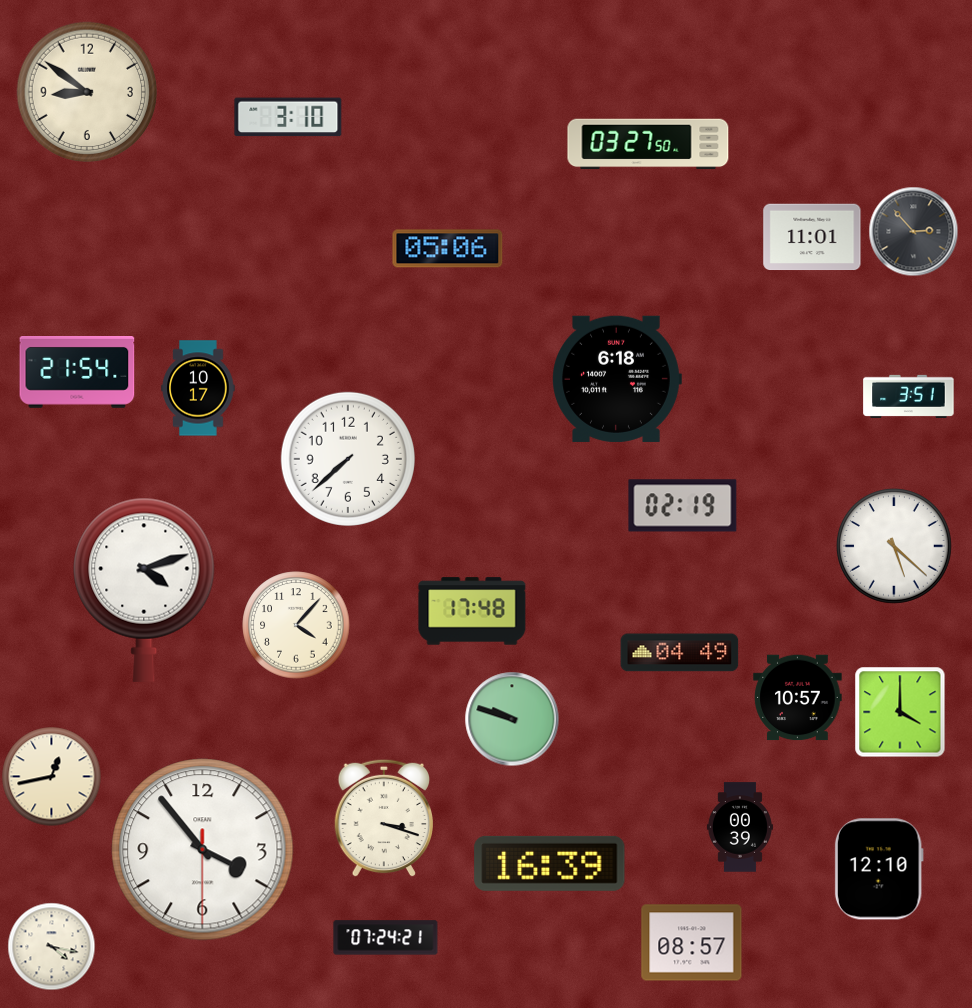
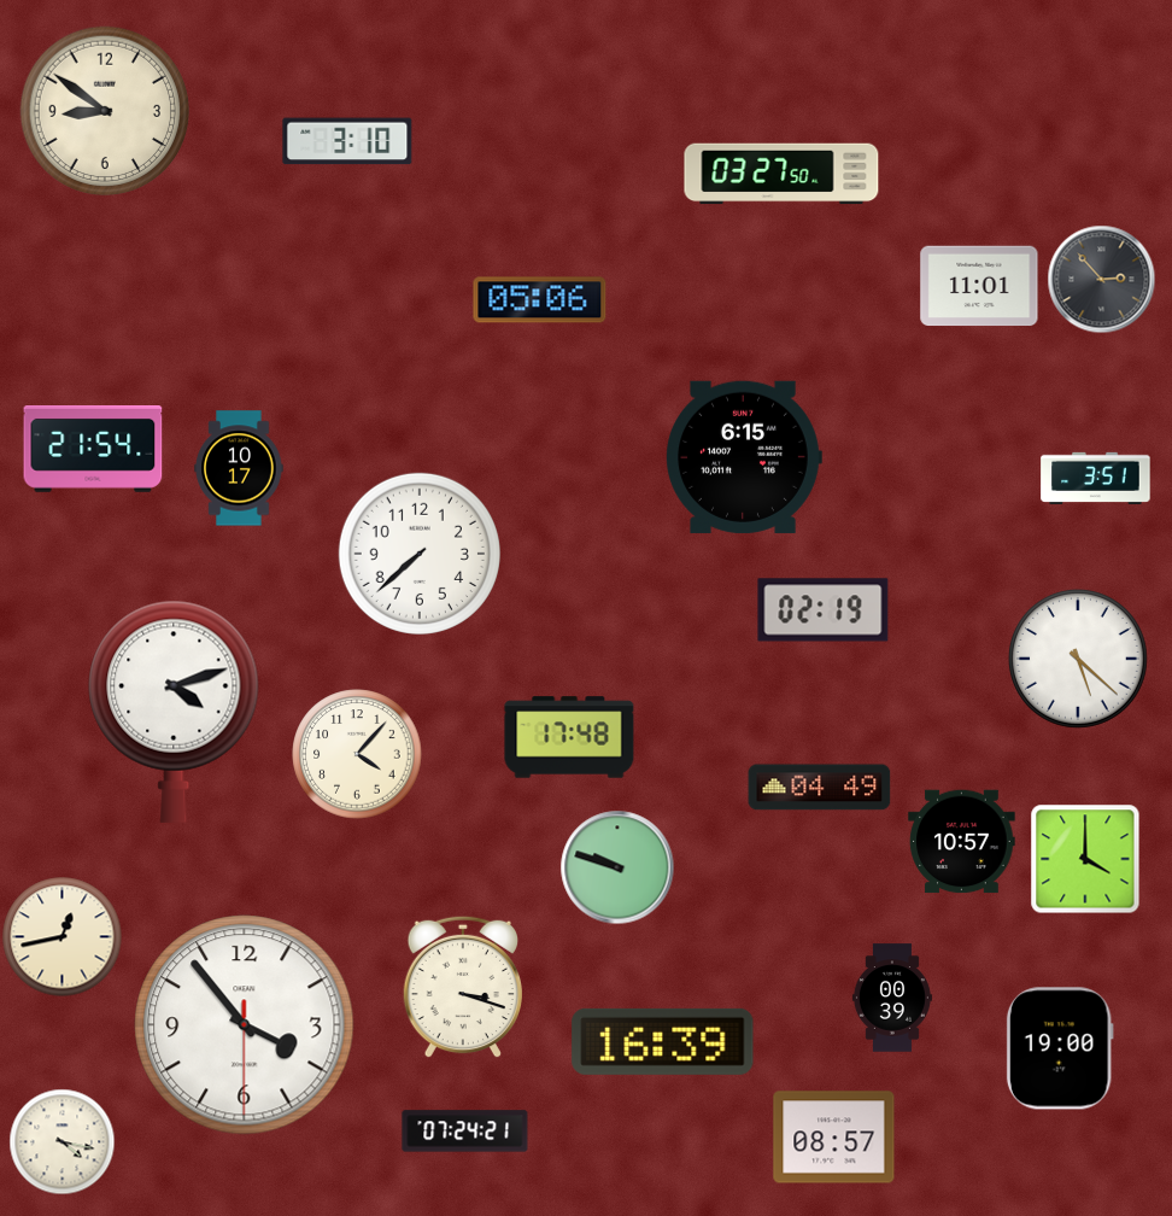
clock at (617, 379): 6:18 -> 6:15
clock at (879, 869): 12:10 -> 19:00
